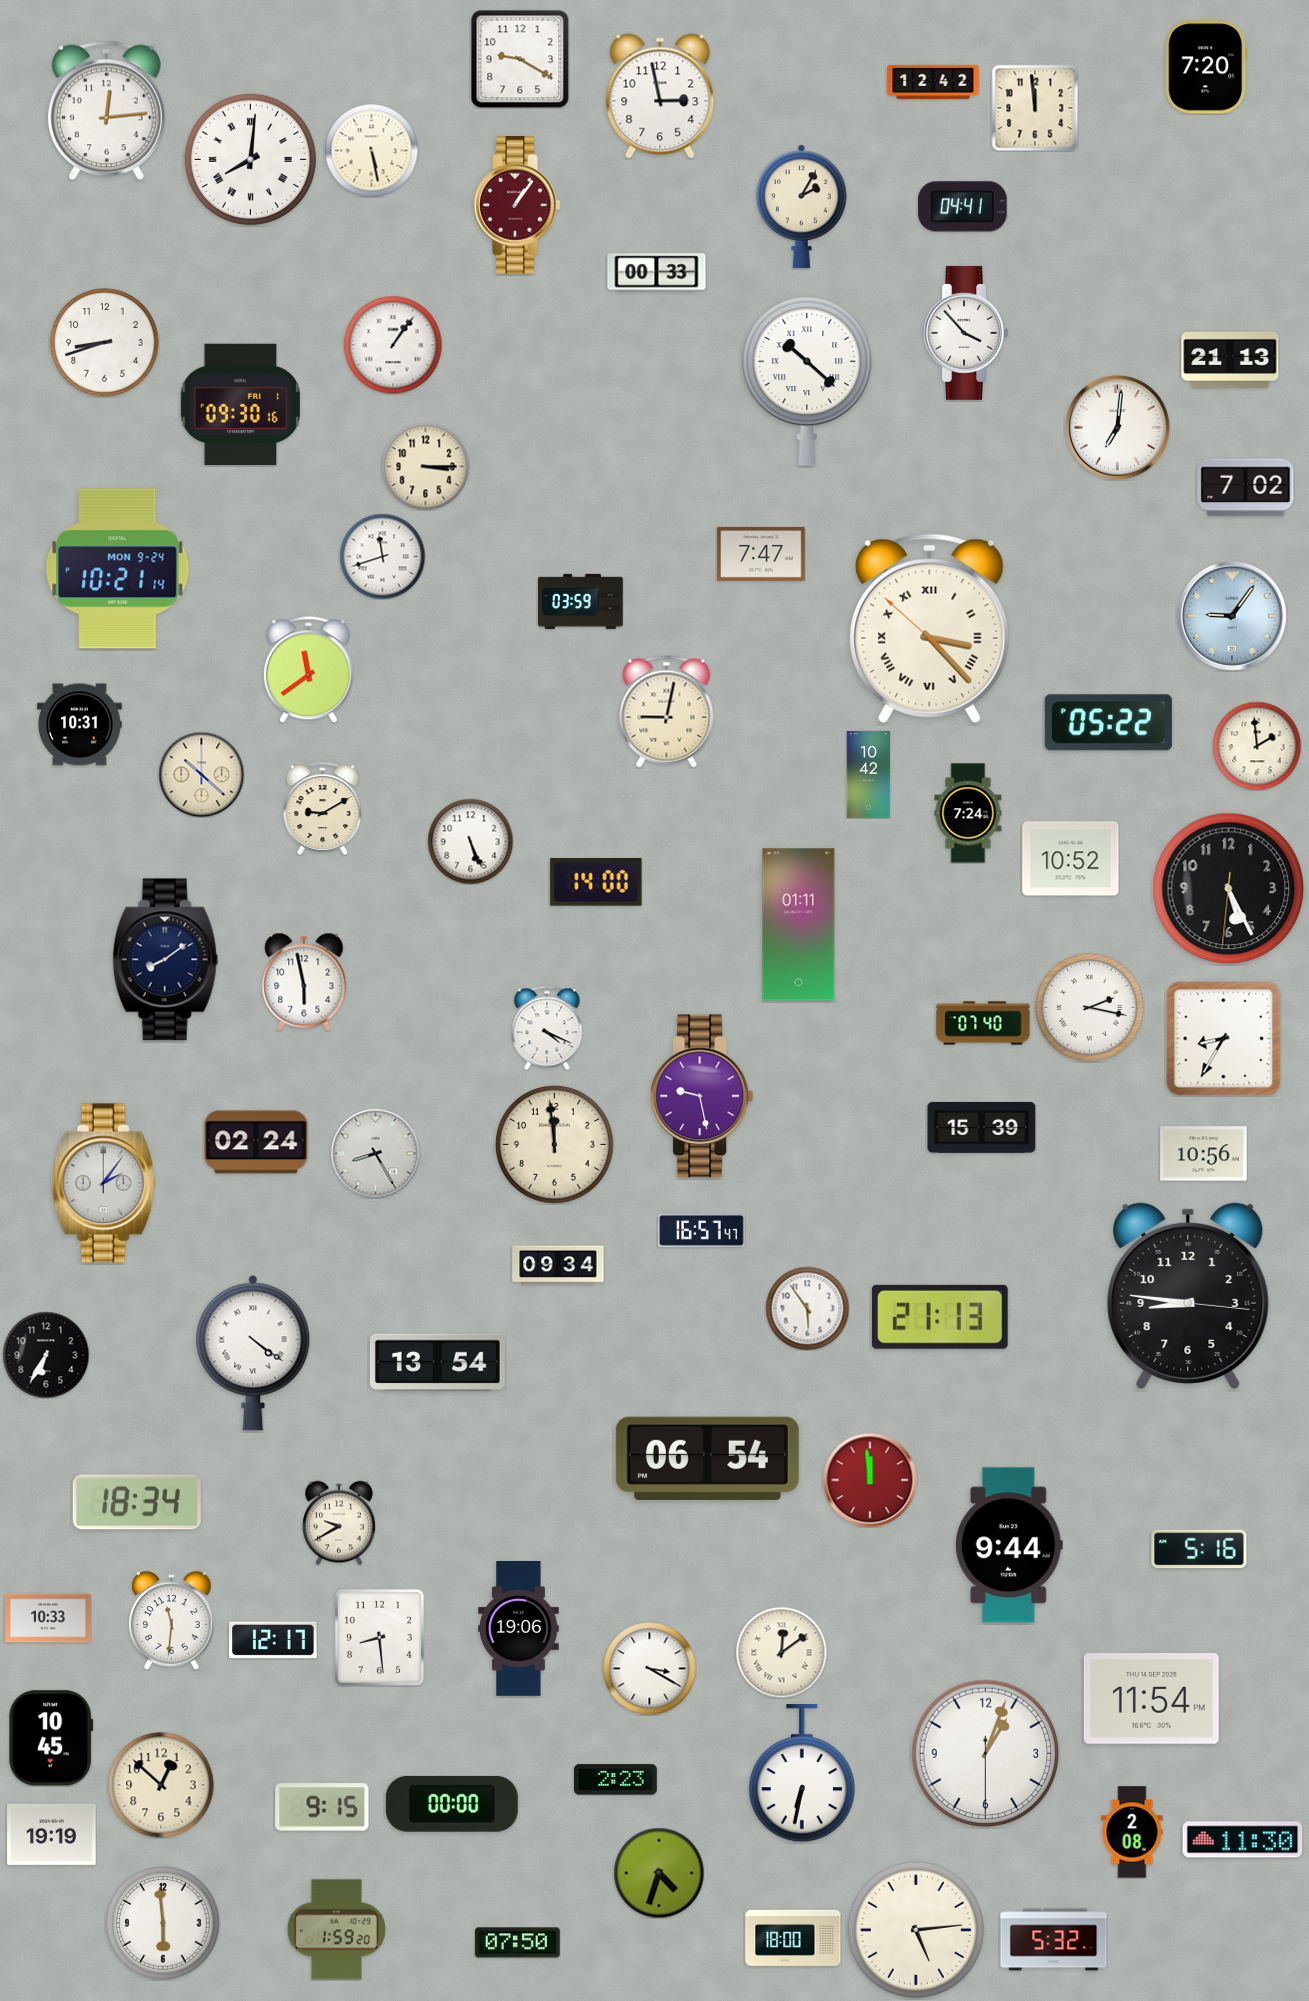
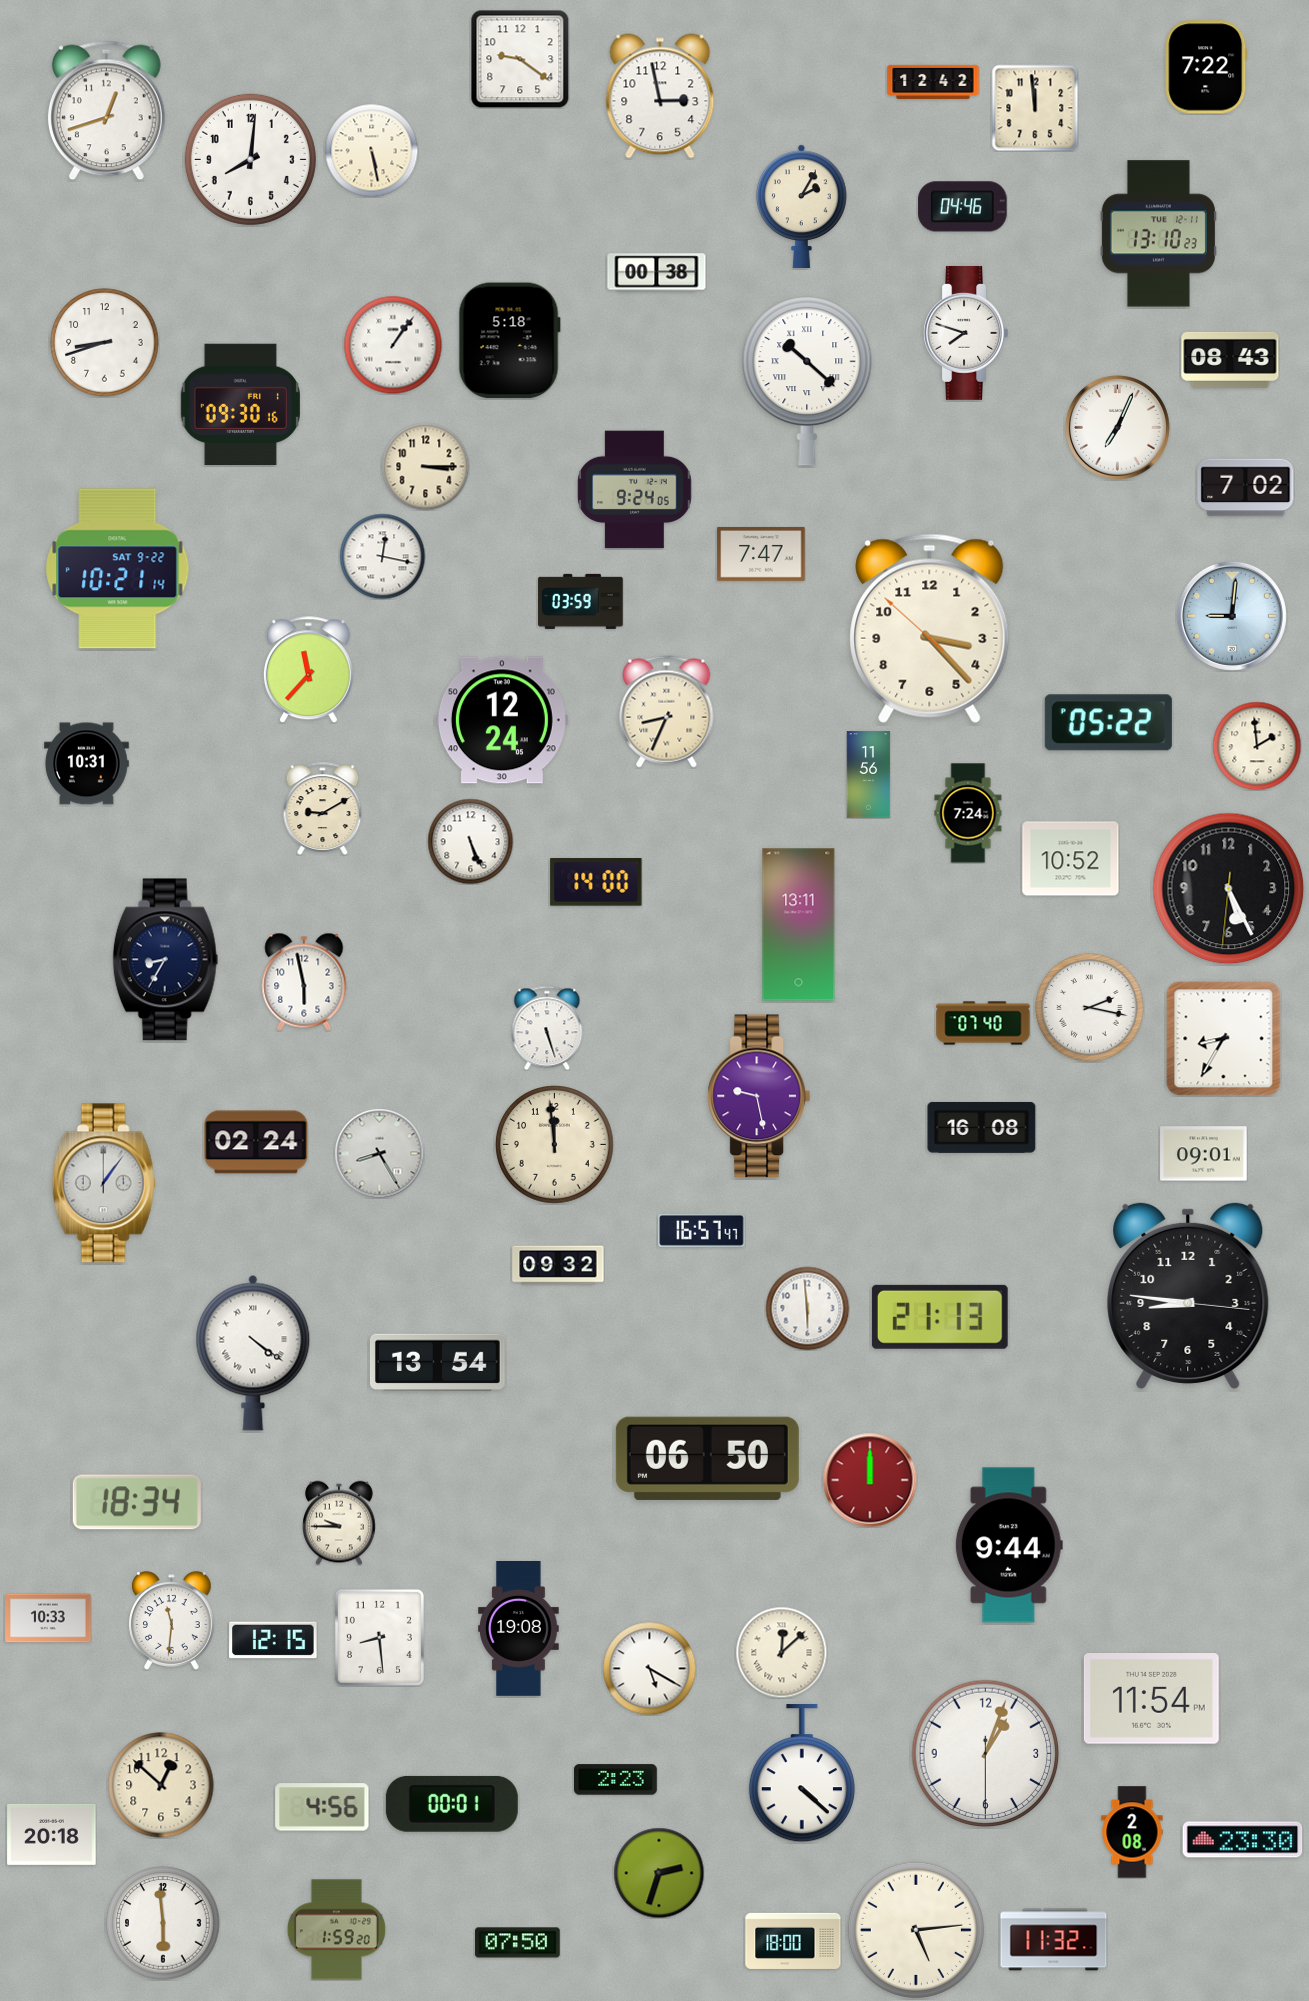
clock at (520, 59): 9:20 -> 9:21
clock at (1206, 67): 7:20 -> 7:22
clock at (106, 111): 12:14 -> 12:42
clock at (250, 159) numerals: Roman -> Arabic
clock at (517, 205): 1:06 -> none
clock at (963, 207): 04:41 -> 04:46
clock at (1158, 234): none -> 13:10
clock at (657, 273): 00:33 -> 00:38
clock at (966, 333): 3:53 -> 7:48
clock at (509, 341): none -> 5:18
clock at (1230, 360): 21:13 -> 08:43
clock at (1118, 428): 7:01 -> 7:04
clock at (635, 490): none -> 9:24
clock at (382, 556): 11:42 -> 12:17
clock at (118, 569) date: MON 9-24 -> SAT 9-22
clock at (1232, 616): 9:06 -> 9:01
clock at (930, 628) numerals: Roman -> Arabic
clock at (308, 670): 11:39 -> 11:37
clock at (667, 712): 9:02 -> 8:34
clock at (502, 720): none -> 12:24
clock at (80, 725) position: (80, 725) -> (87, 764)
clock at (201, 774): 10:22 -> none
clock at (869, 775): 10:42 -> 11:56
clock at (799, 925): 01:11 -> 13:11
clock at (166, 960): 8:09 -> 8:35
clock at (547, 1028): 4:19 -> 5:27
clock at (702, 1096) position: (702, 1096) -> (759, 1096)
clock at (982, 1127): 15:39 -> 16:08
clock at (375, 1153) position: (375, 1153) -> (379, 1153)
clock at (1204, 1154): 10:56 -> 09:01
clock at (104, 1183): 2:06 -> 1:06
clock at (558, 1265): 09:34 -> 09:32
clock at (807, 1308): 5:54 -> 5:59
clock at (46, 1355): 6:35 -> none
clock at (707, 1458): 06:54 -> 06:50
clock at (870, 1480): 11:59 -> 12:00
clock at (340, 1523): 9:40 -> 9:45
clock at (1199, 1549): 5:16 -> none
clock at (519, 1629): 19:06 -> 19:08
clock at (273, 1640): 12:17 -> 12:15
clock at (781, 1652): 12:09 -> 12:08
clock at (649, 1668): 3:20 -> 5:20
clock at (51, 1738): 10:45 -> none
clock at (802, 1774): 6:32 -> 4:22
clock at (452, 1804): 00:00 -> 00:01
clock at (322, 1807): 9:15 -> 4:56
clock at (52, 1834): 19:19 -> 20:18
clock at (1243, 1840): 11:30 -> 23:30
clock at (659, 1873): 4:33 -> 2:33
clock at (793, 1938) position: (793, 1938) -> (793, 1941)
clock at (1054, 1940): 5:32 -> 11:32
